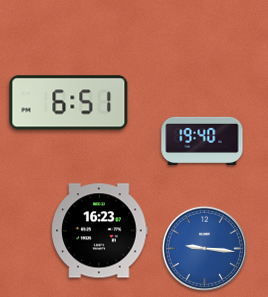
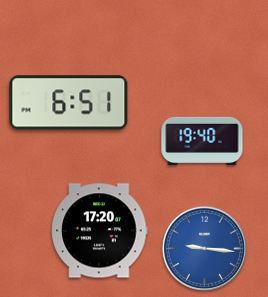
clock at (100, 231): 16:23 -> 17:20
